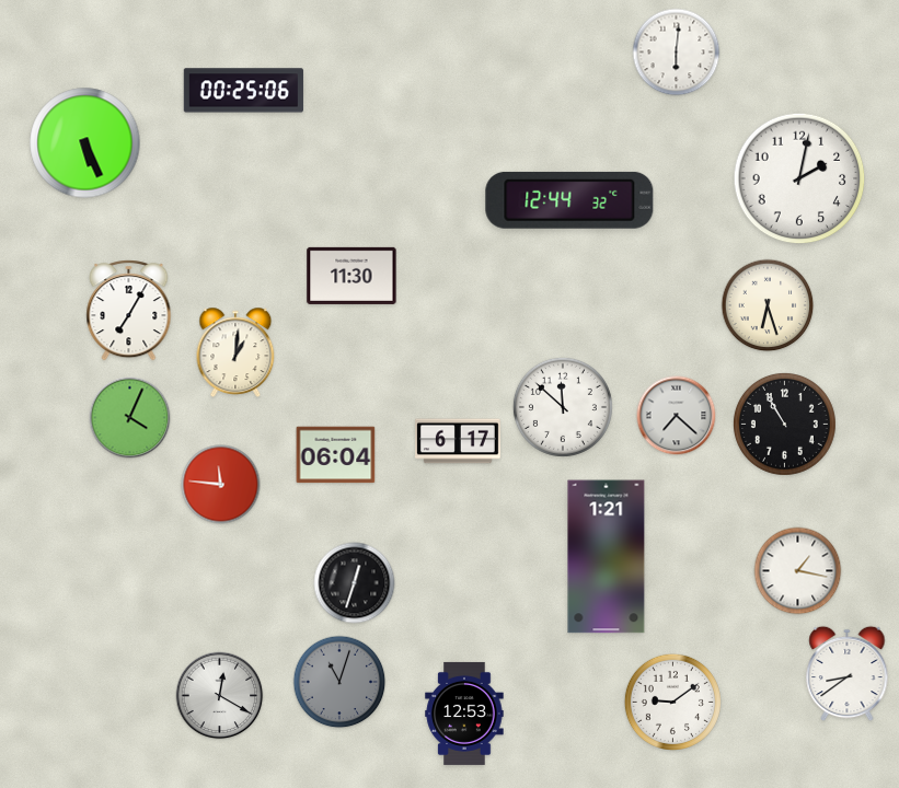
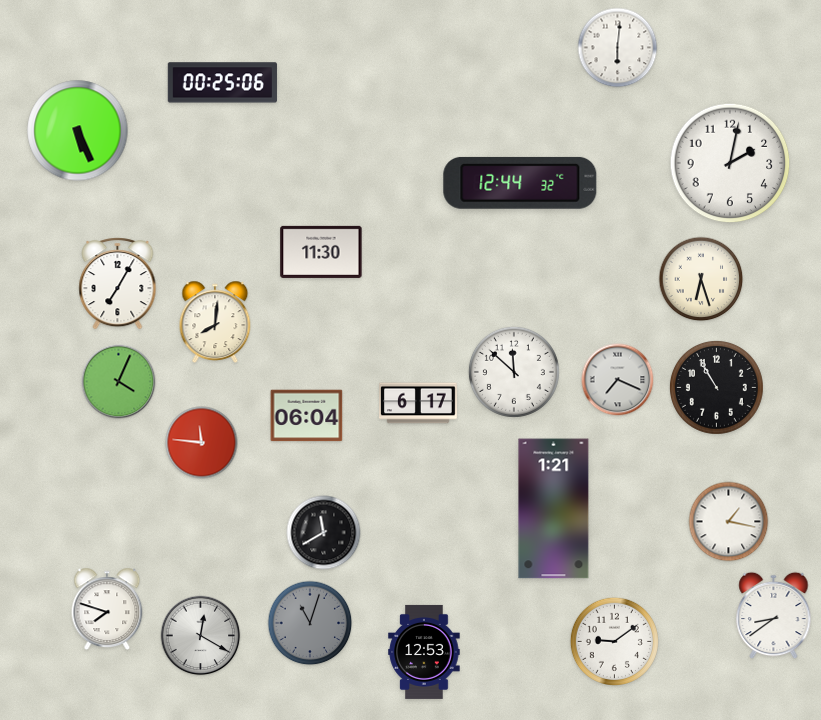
clock at (235, 351): 1:01 -> 8:01
clock at (677, 416): 7:22 -> 7:19
clock at (355, 583): 12:33 -> 11:40
clock at (107, 608): none -> 7:48
